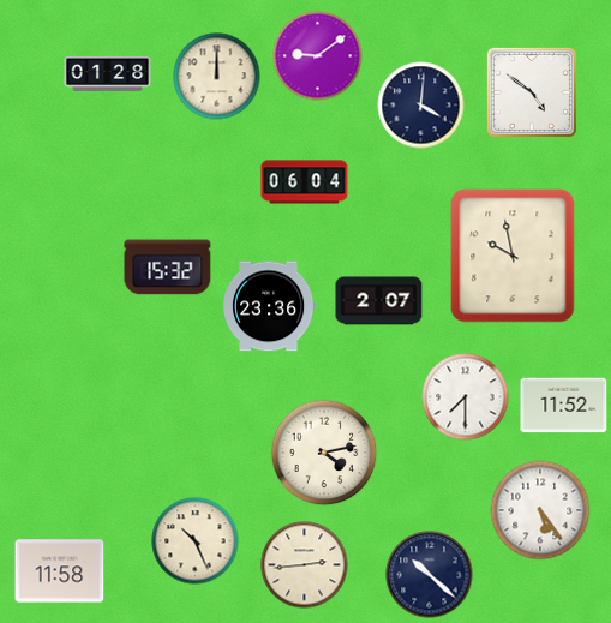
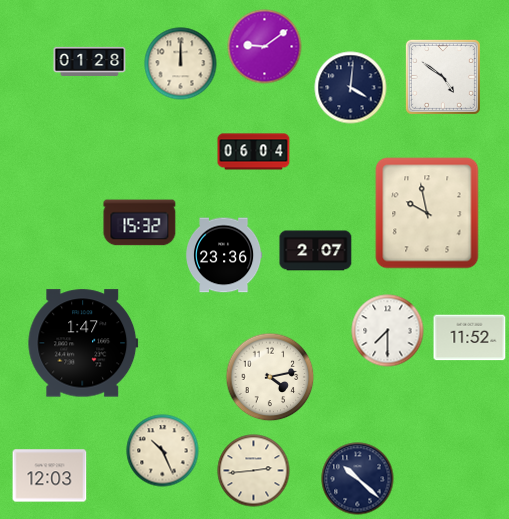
clock at (83, 343): none -> 1:47
clock at (540, 510): 5:24 -> none
clock at (60, 571): 11:58 -> 12:03
